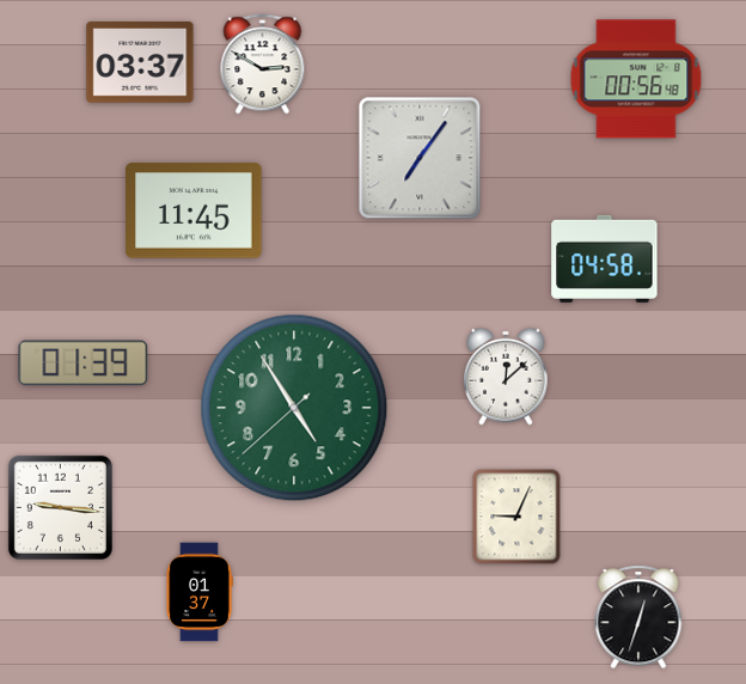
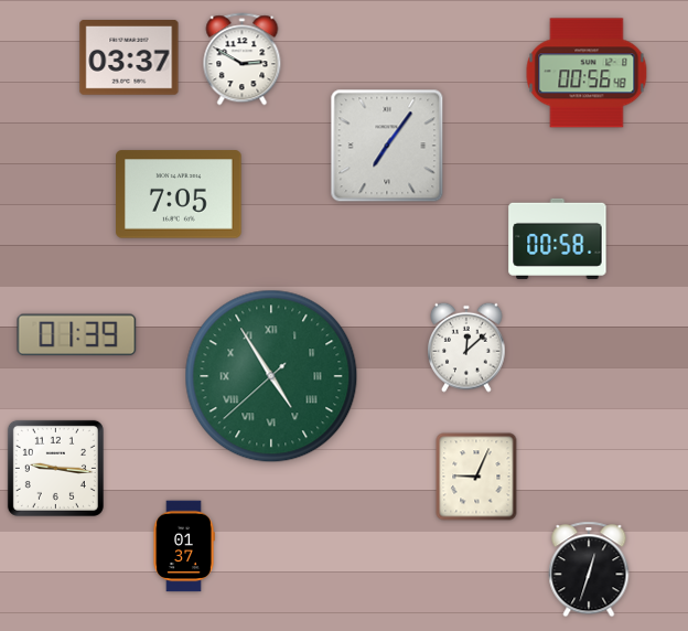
clock at (194, 210): 11:45 -> 7:05
clock at (605, 258): 04:58 -> 00:58
clock at (294, 408) numerals: Arabic -> Roman
